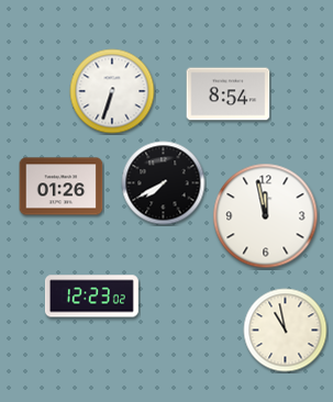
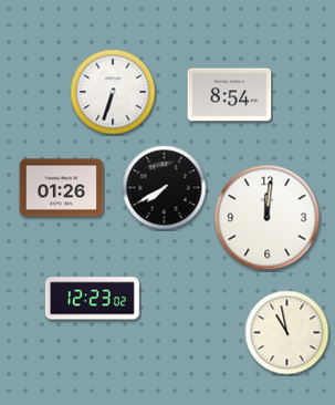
clock at (164, 183) position: (164, 183) -> (165, 188)
clock at (266, 216): 11:58 -> 12:01
